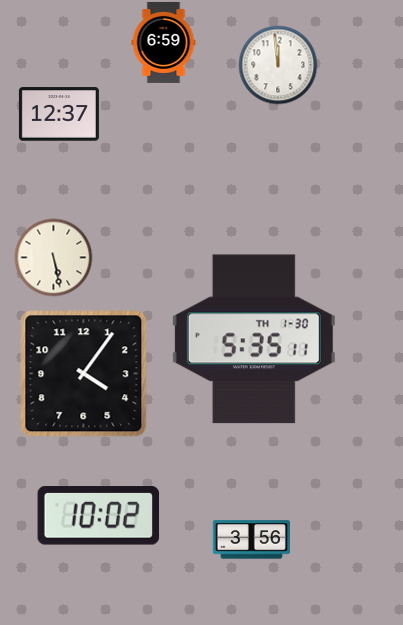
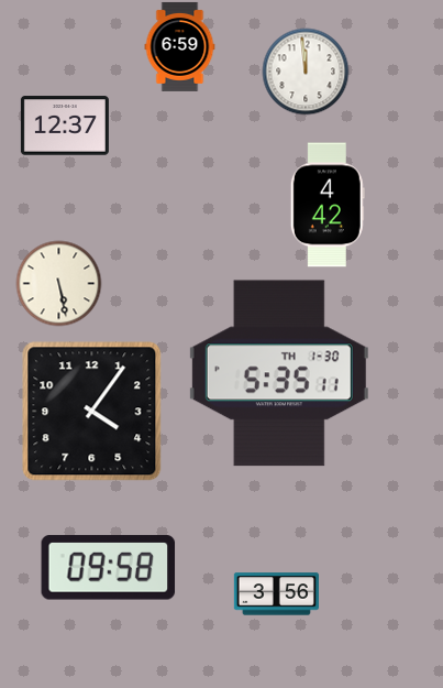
clock at (328, 205): none -> 4:42
clock at (99, 516): 10:02 -> 09:58
